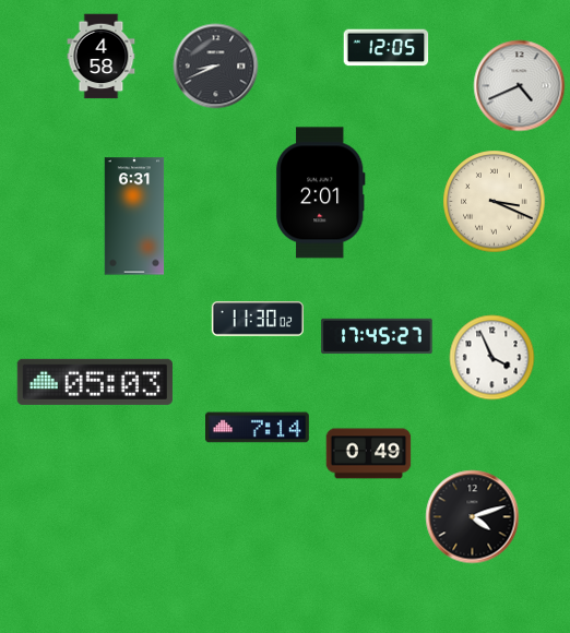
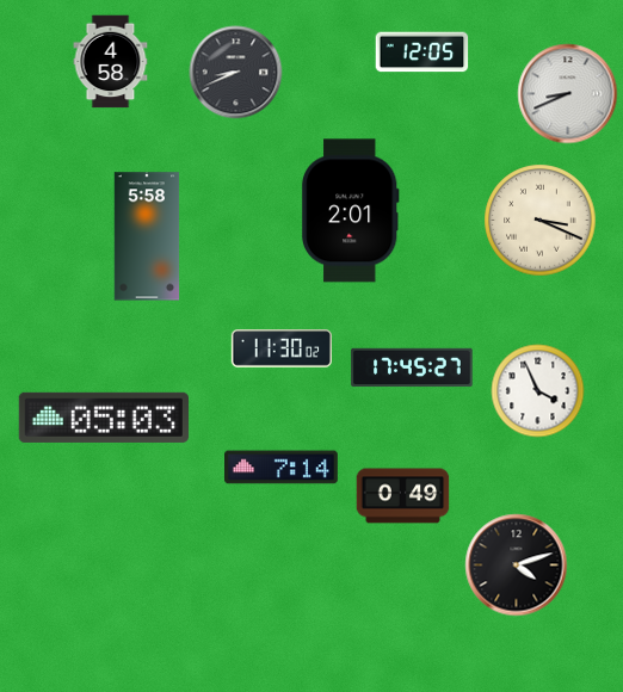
clock at (519, 85): 4:41 -> 8:41
clock at (134, 216): 6:31 -> 5:58
